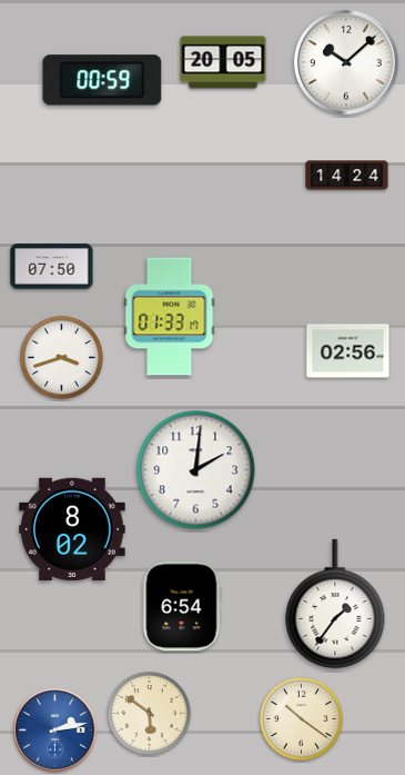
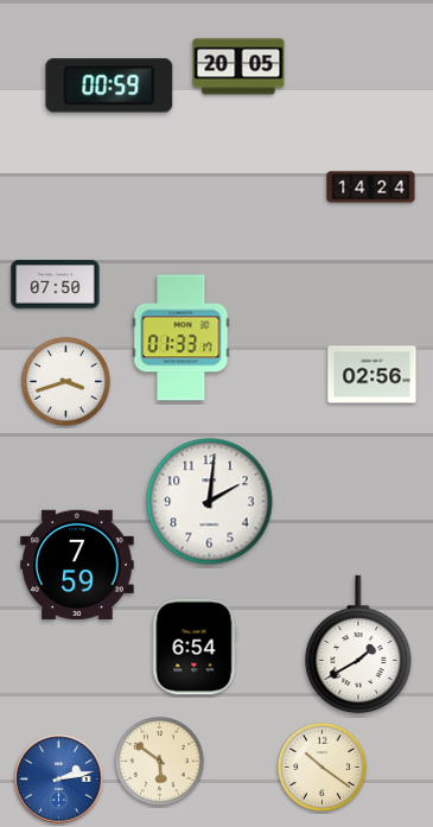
clock at (346, 62): 10:08 -> none
clock at (72, 528): 8:02 -> 7:59
clock at (335, 604): 1:36 -> 1:40
